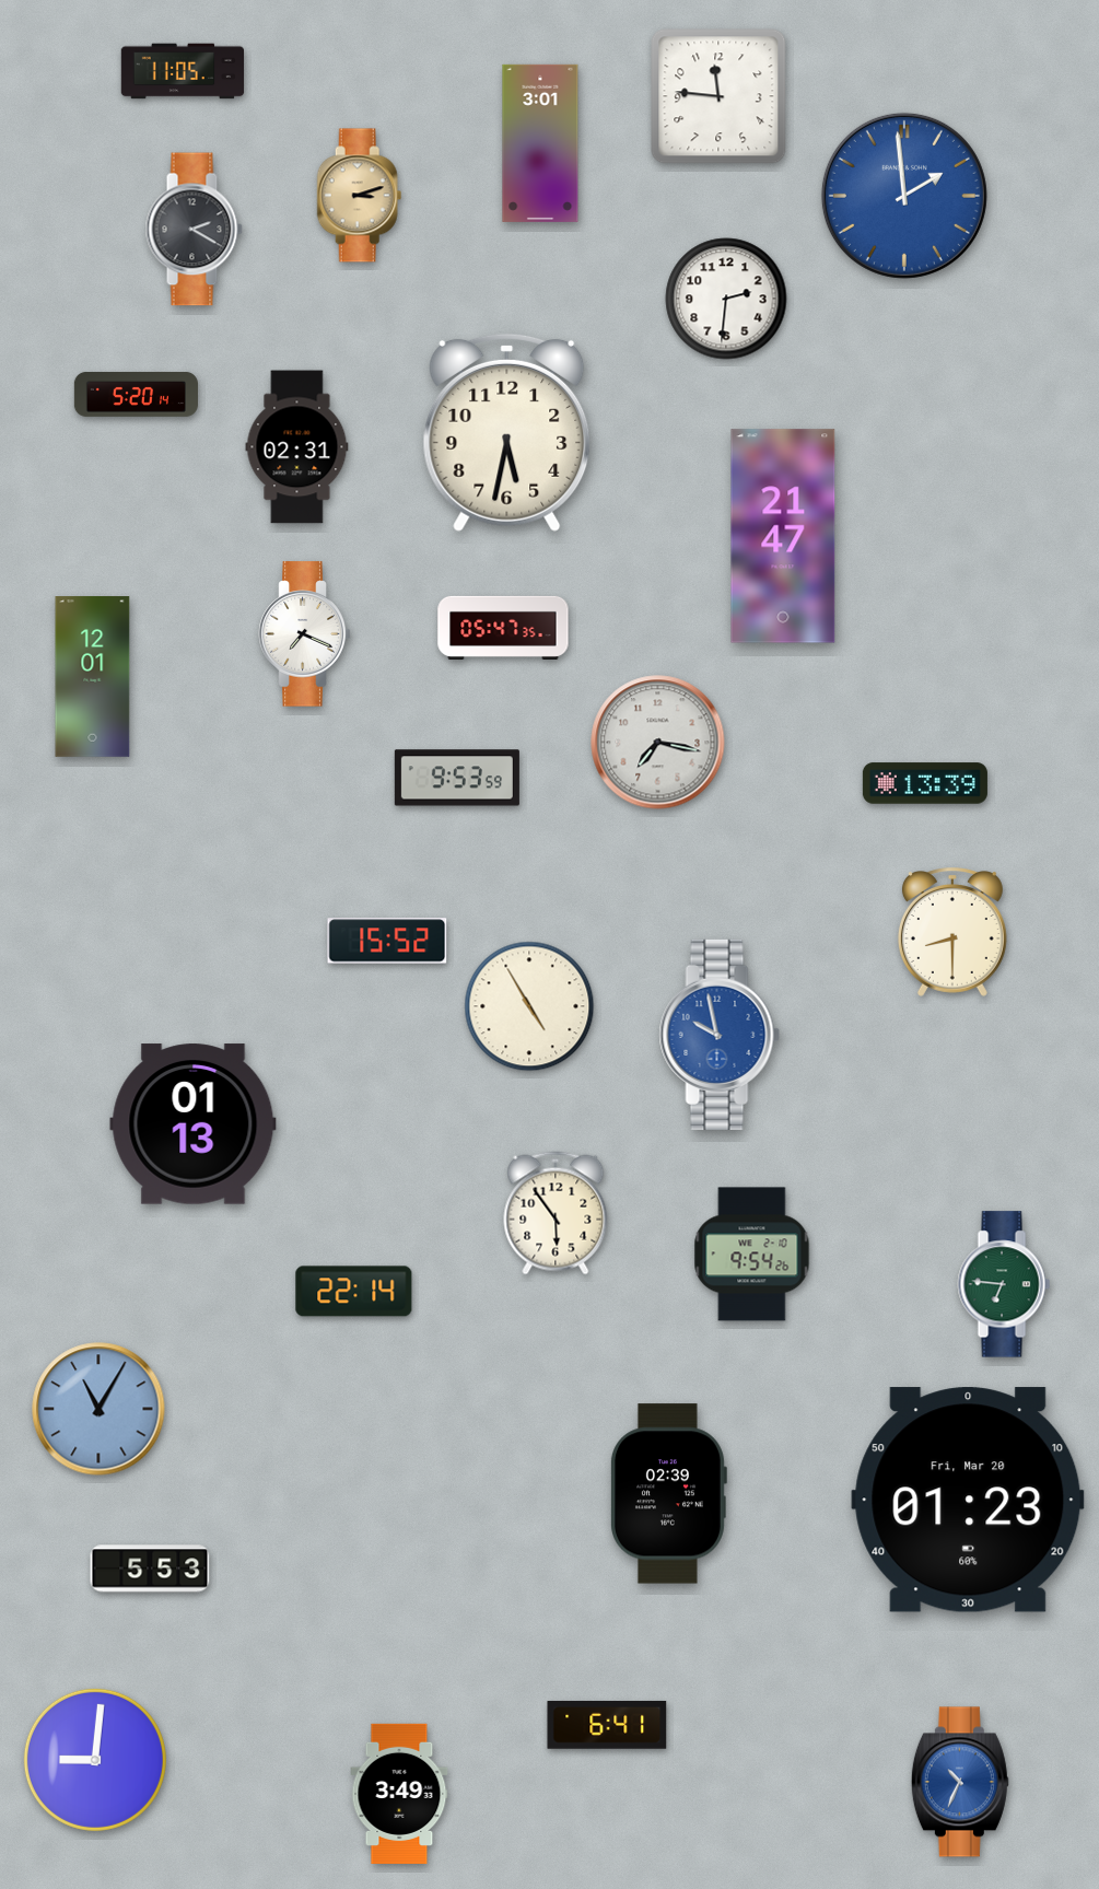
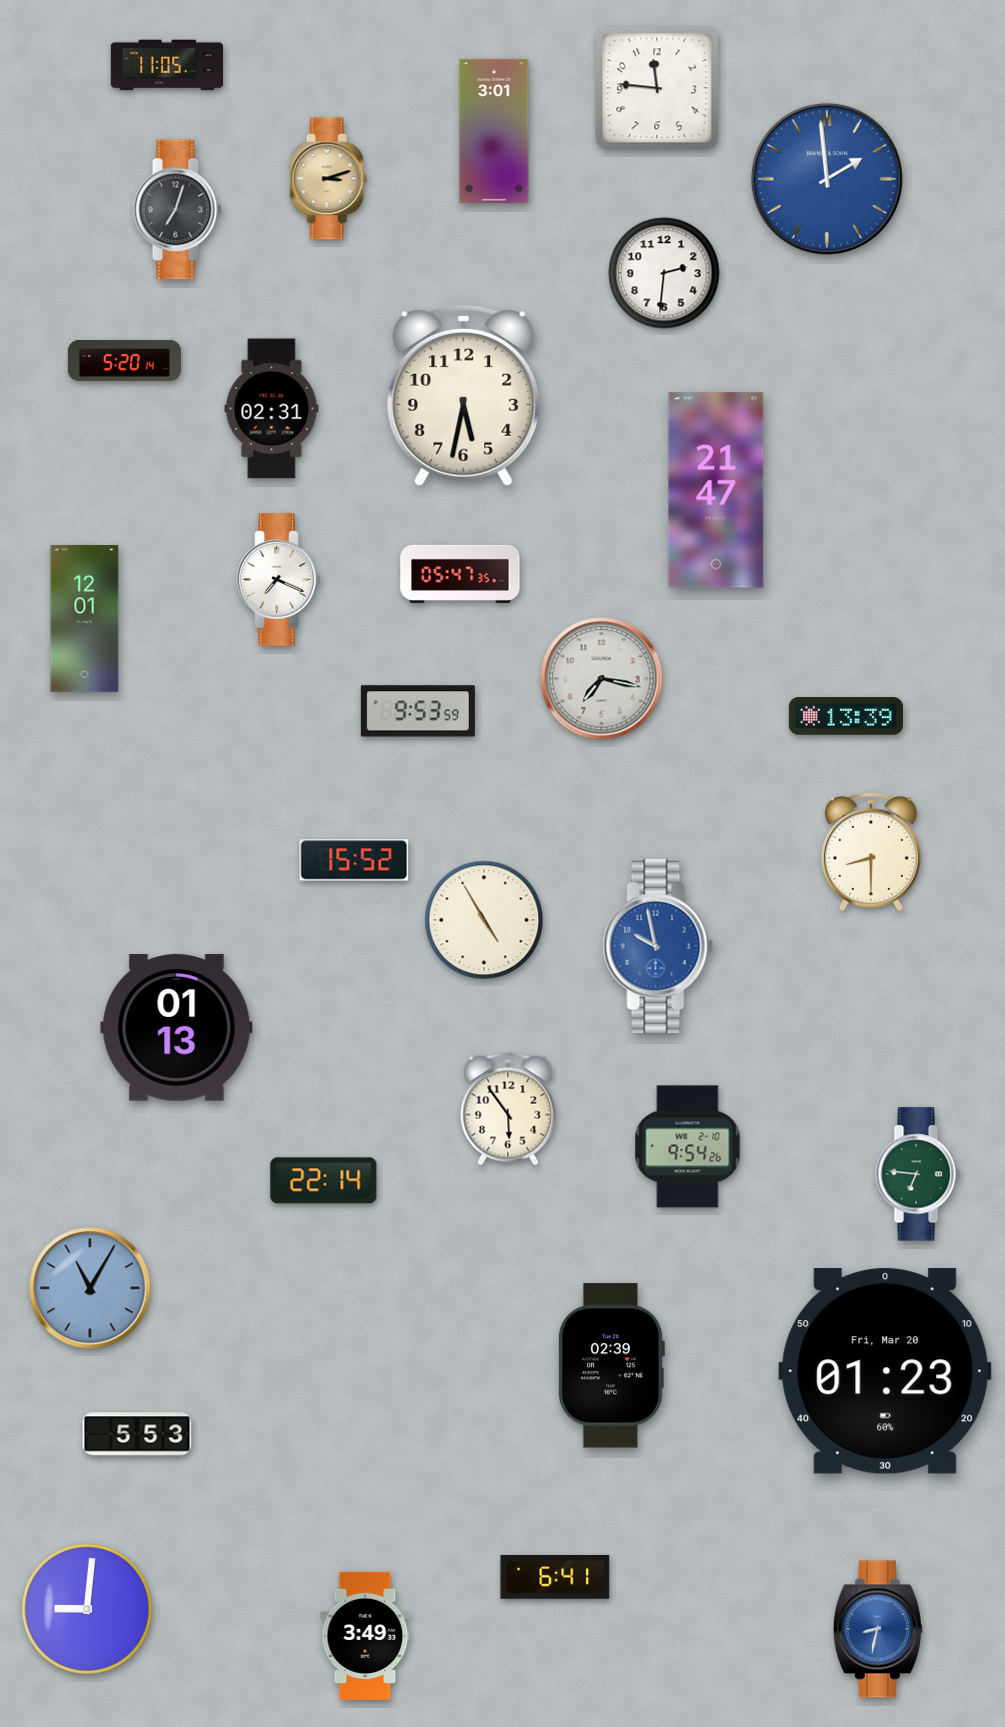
clock at (194, 230): 2:20 -> 7:03
clock at (960, 1782): 10:34 -> 8:32
clock at (399, 1794) position: (399, 1794) -> (365, 1636)
